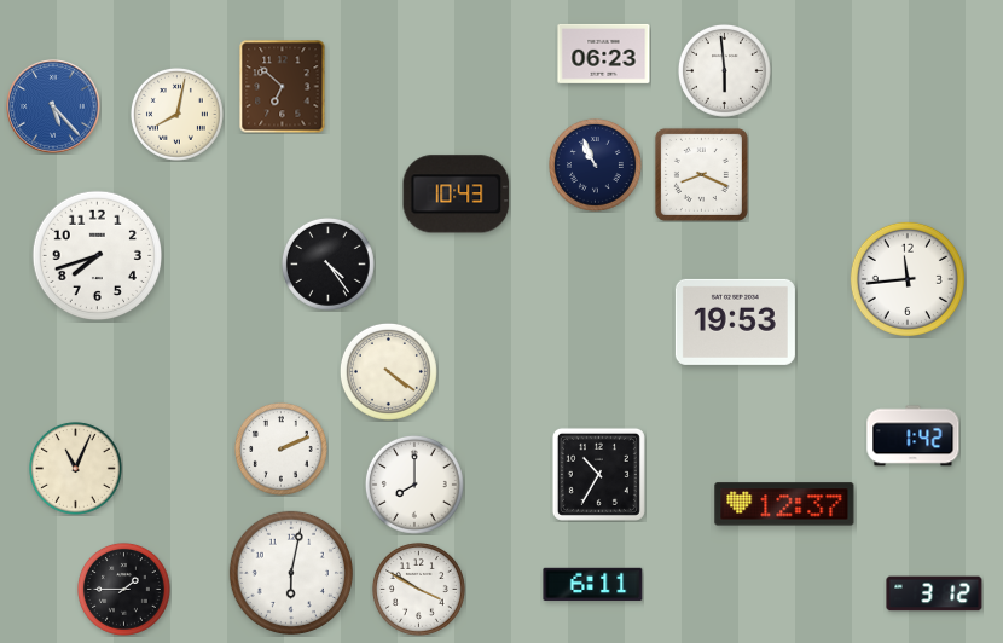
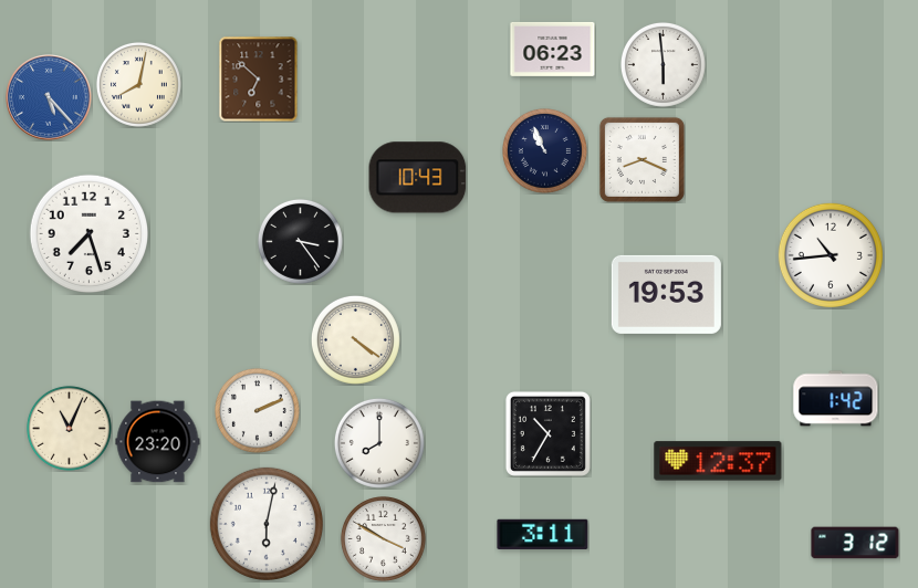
clock at (176, 114) position: (176, 114) -> (138, 84)
clock at (97, 255): 7:42 -> 7:27
clock at (327, 263): 4:24 -> 3:24
clock at (908, 279): 11:44 -> 10:44
clock at (735, 321) position: (735, 321) -> (666, 294)
clock at (158, 442): none -> 23:20
clock at (593, 584): 6:11 -> 3:11
clock at (123, 589): 1:45 -> none
